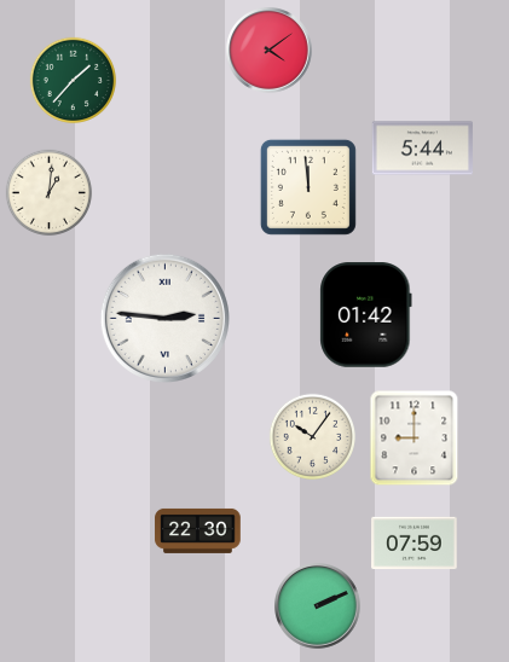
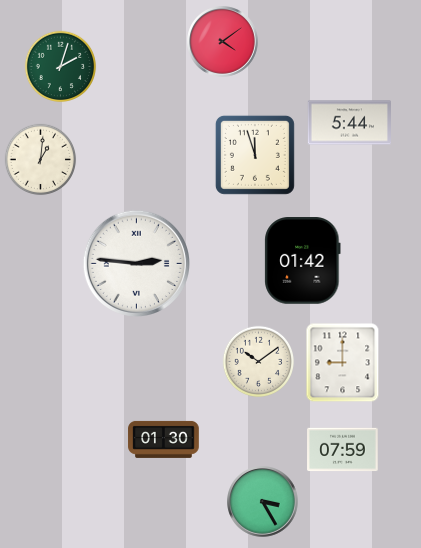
clock at (74, 81): 1:37 -> 2:03
clock at (308, 187): 11:59 -> 11:57
clock at (313, 437): 10:06 -> 10:09
clock at (198, 530): 22:30 -> 01:30
clock at (318, 606): 2:11 -> 3:25
